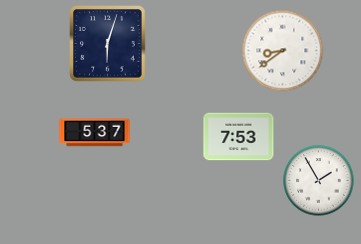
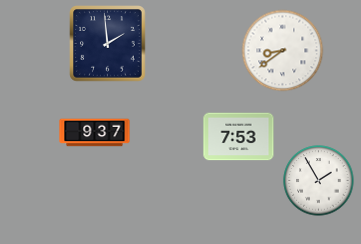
clock at (108, 44): 6:03 -> 1:59
clock at (95, 133): 5:37 -> 9:37
